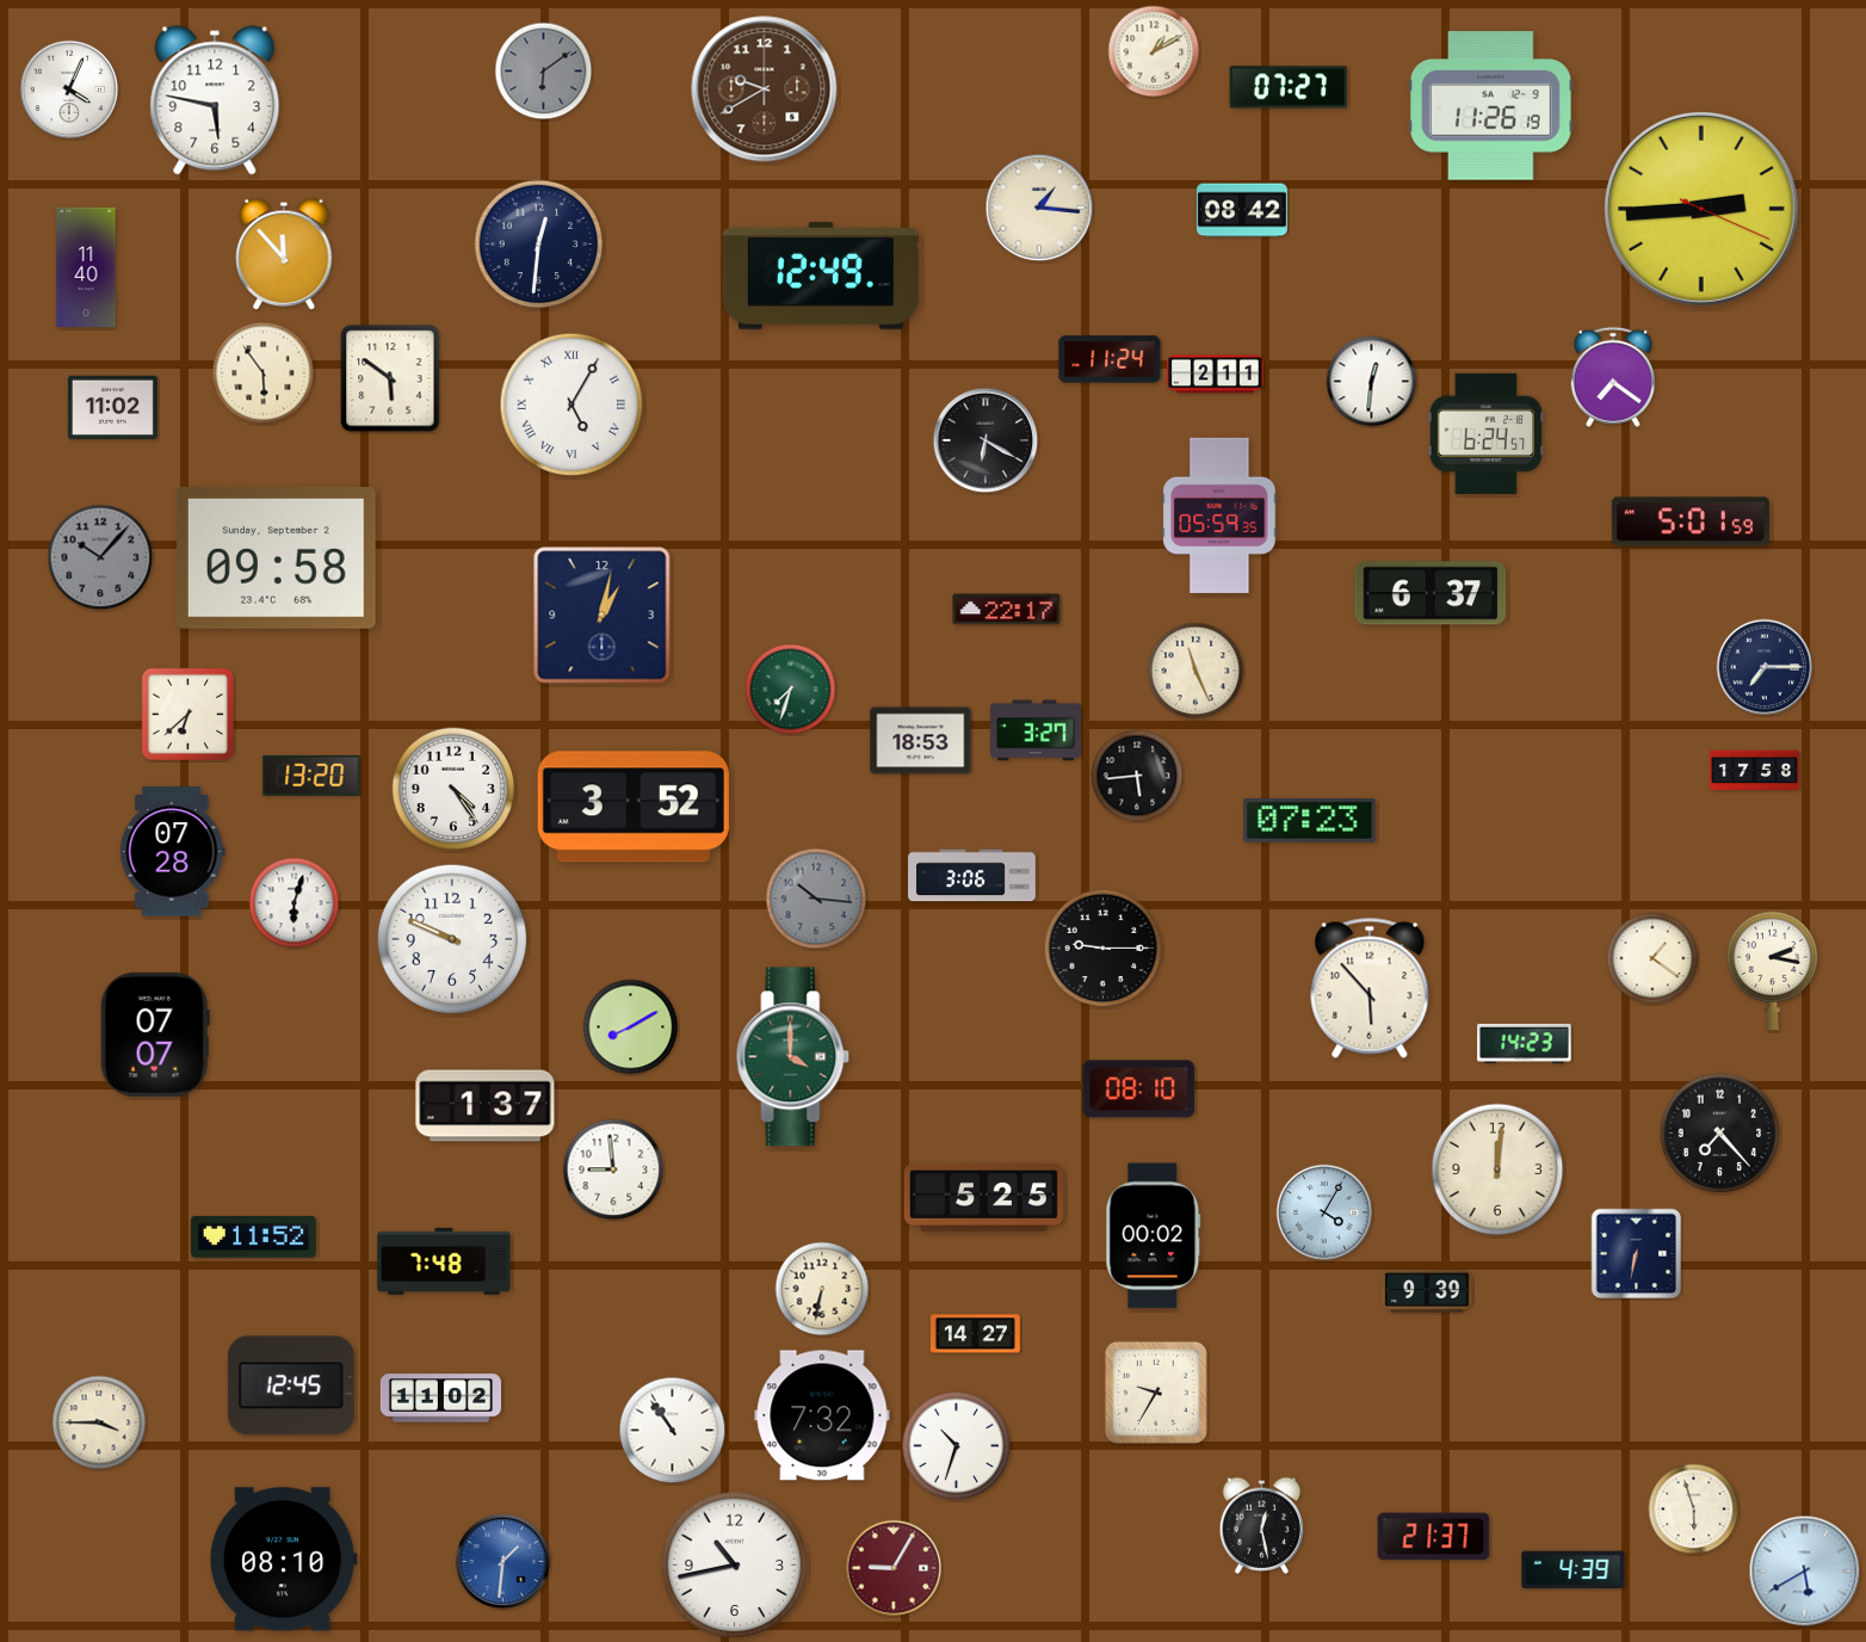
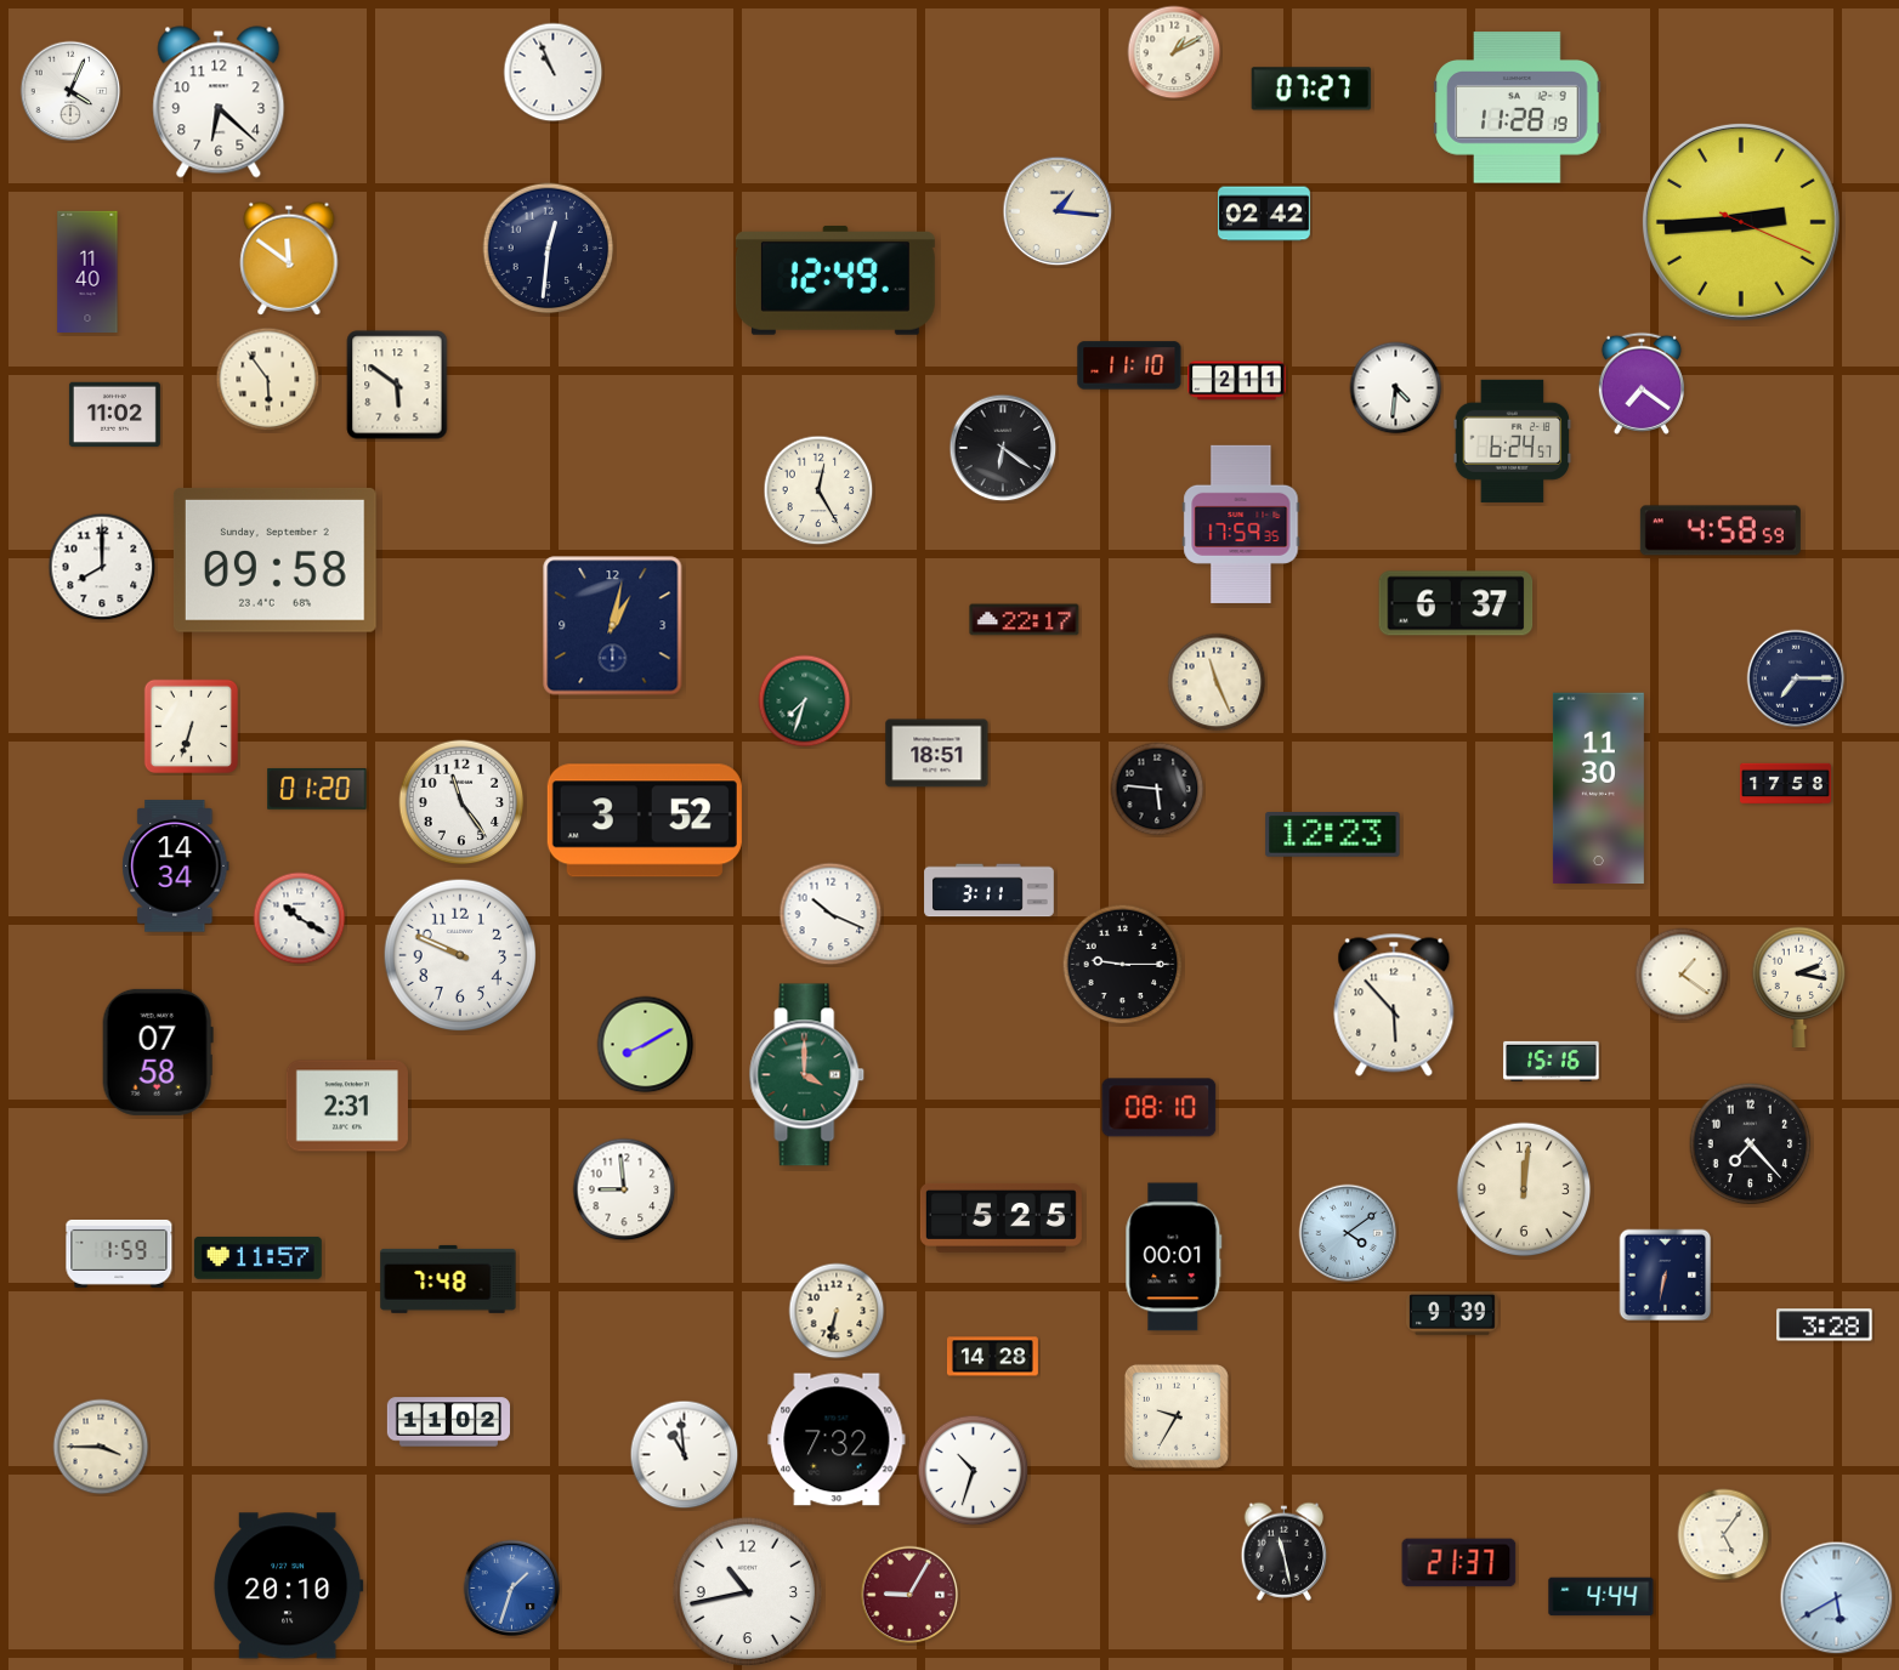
clock at (544, 72): 6:09 -> 10:56
clock at (544, 72) dial: grey -> white
clock at (765, 89): 9:40 -> none
clock at (215, 100): 5:47 -> 6:22
clock at (1491, 106): 11:26 -> 11:28
clock at (1701, 209) position: (1701, 209) -> (1741, 222)
clock at (1243, 210): 08:42 -> 02:42
clock at (284, 254): 11:53 -> 11:51
clock at (1110, 359): 11:24 -> 11:10
clock at (1372, 382): 12:31 -> 4:31
clock at (571, 405): 5:05 -> none
clock at (985, 440): 6:20 -> 6:21
clock at (818, 490): none -> 12:25
clock at (1219, 516): 05:59 -> 17:59
clock at (1691, 521): 5:01 -> 4:58
clock at (100, 557): 10:07 -> 8:00
clock at (100, 557) dial: grey -> white
clock at (276, 557) position: (276, 557) -> (274, 559)
clock at (189, 715): 6:38 -> 6:33
clock at (1037, 730): 3:27 -> none
clock at (921, 741): 18:53 -> 18:51
clock at (311, 776): 13:20 -> 01:20
clock at (1137, 776): 5:44 -> 5:46
clock at (1598, 789): none -> 11:30
clock at (453, 789): 4:24 -> 11:24
clock at (1310, 821): 07:23 -> 12:23
clock at (173, 852): 07:28 -> 14:34
clock at (972, 876): 3:06 -> 3:11
clock at (816, 899): 10:16 -> 10:19
clock at (816, 899) dial: grey -> white
clock at (295, 903): 6:03 -> 10:20
clock at (1773, 971) position: (1773, 971) -> (1799, 988)
clock at (631, 1027) position: (631, 1027) -> (646, 1045)
clock at (155, 1035): 07:07 -> 07:58
clock at (1525, 1043): 14:23 -> 15:16
clock at (346, 1106): none -> 2:31
clock at (486, 1106): 1:37 -> none
clock at (1720, 1134) position: (1720, 1134) -> (1751, 1144)
clock at (1324, 1212): 4:05 -> 4:09
clock at (119, 1254): none -> 1:59
clock at (1154, 1236): 00:02 -> 00:01
clock at (253, 1237): 11:52 -> 11:57
clock at (444, 1261) position: (444, 1261) -> (448, 1279)
clock at (1825, 1325): none -> 3:28
clock at (975, 1334): 14:27 -> 14:28
clock at (291, 1385): 12:45 -> none
clock at (673, 1431): 10:54 -> 10:59
clock at (1694, 1510): 5:57 -> 5:06
clock at (1262, 1525): 12:28 -> 11:28
clock at (283, 1560): 08:10 -> 20:10
clock at (503, 1562): 1:31 -> 1:33
clock at (1574, 1570): 4:39 -> 4:44
